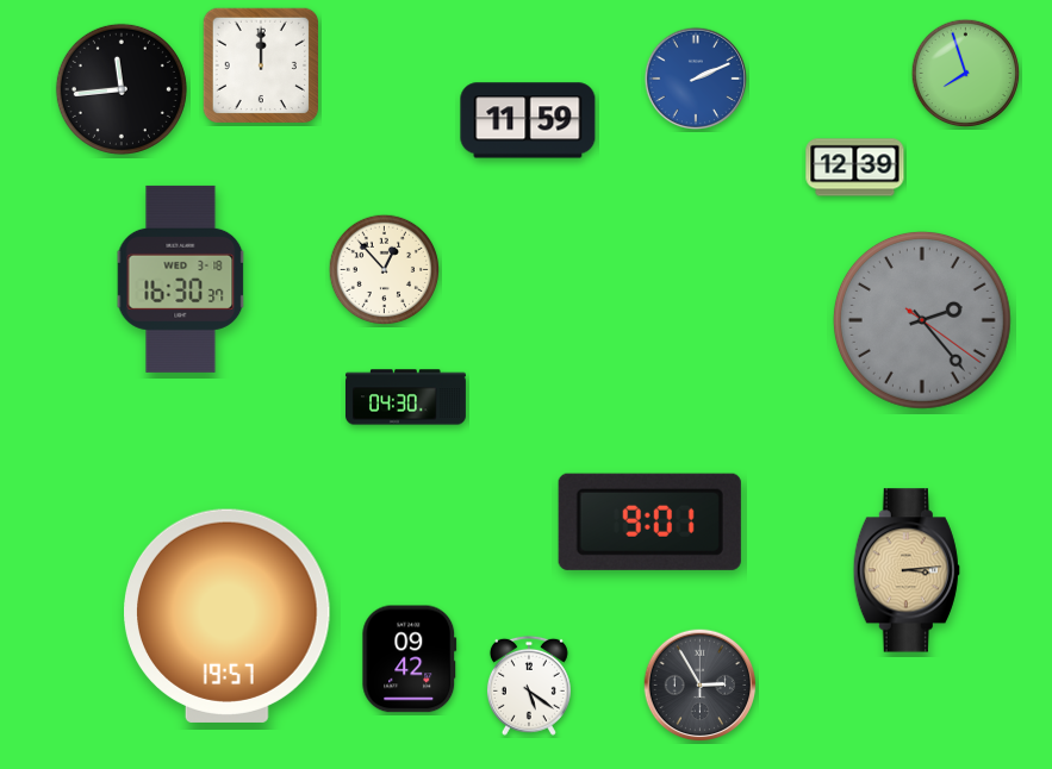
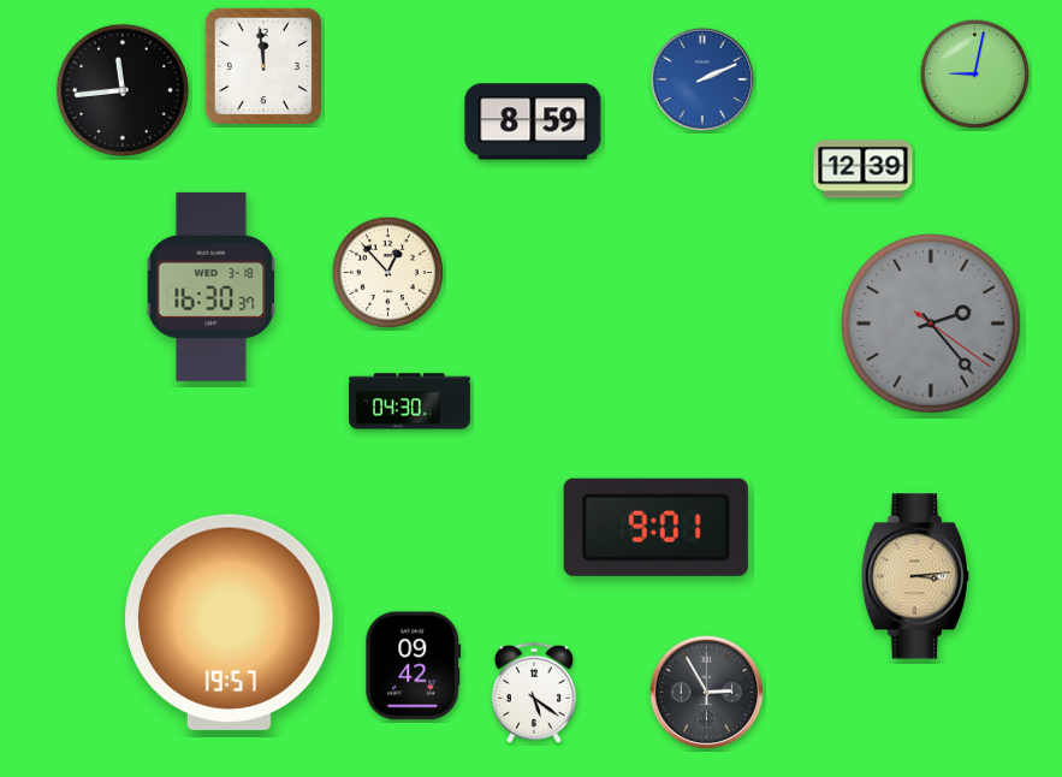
clock at (260, 64): 12:00 -> 11:59
clock at (966, 74): 7:57 -> 9:02
clock at (528, 120): 11:59 -> 8:59
clock at (181, 279) position: (181, 279) -> (212, 286)
